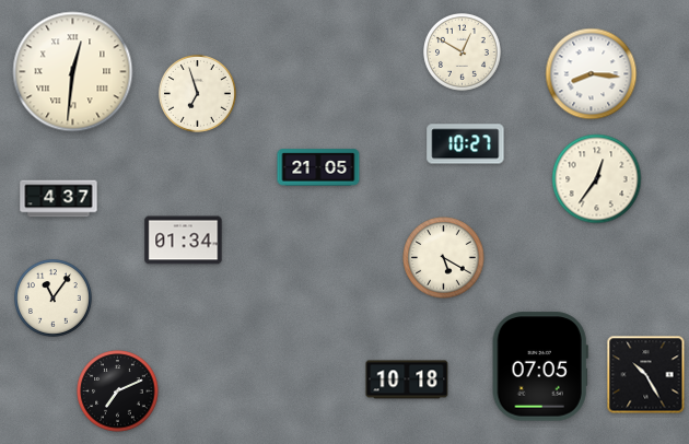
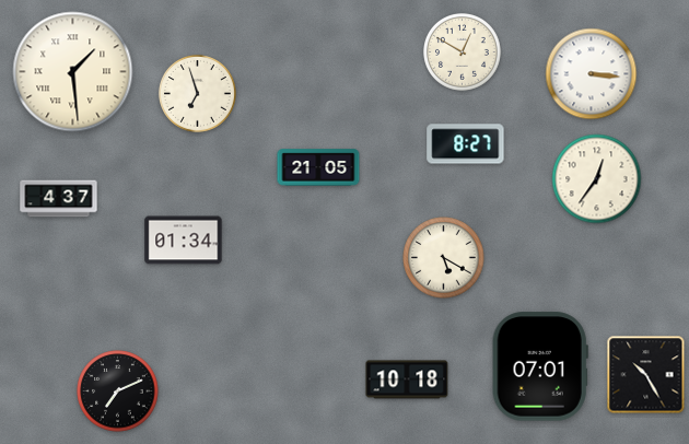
clock at (73, 72): 12:31 -> 1:29
clock at (592, 74): 8:16 -> 3:16
clock at (466, 144): 10:27 -> 8:27
clock at (54, 299): 11:06 -> none
clock at (540, 366): 07:05 -> 07:01
